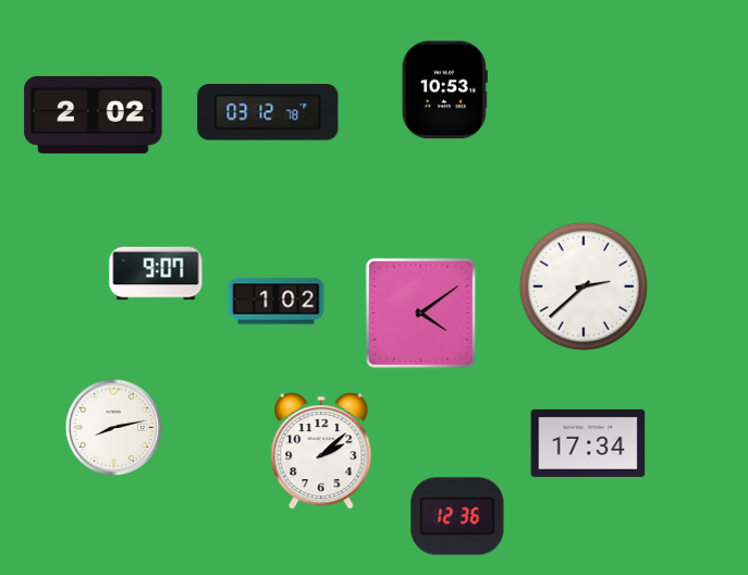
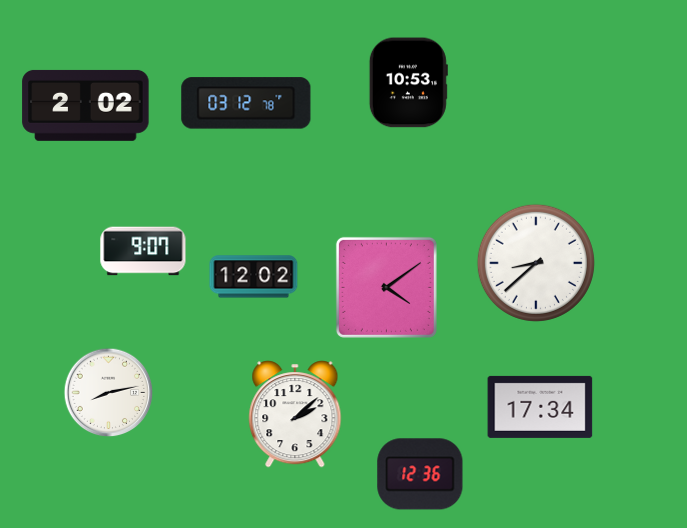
clock at (584, 286): 2:38 -> 8:38
clock at (277, 302): 1:02 -> 12:02
clock at (114, 428) position: (114, 428) -> (109, 393)
